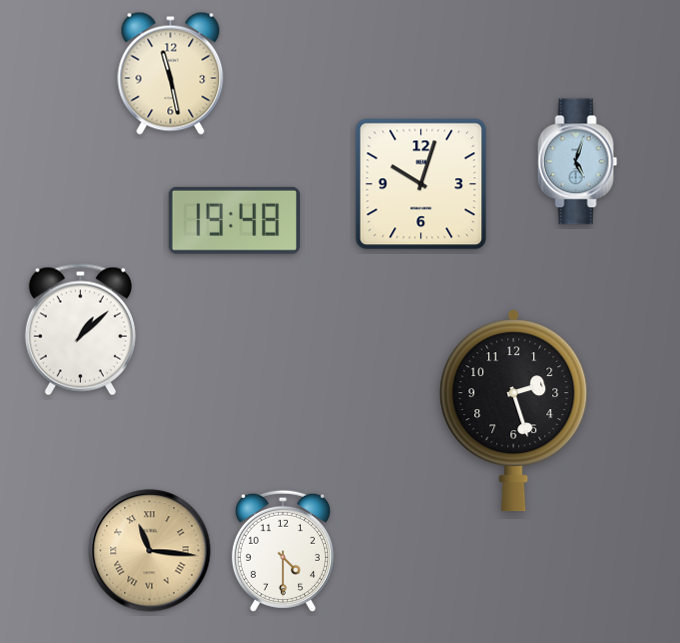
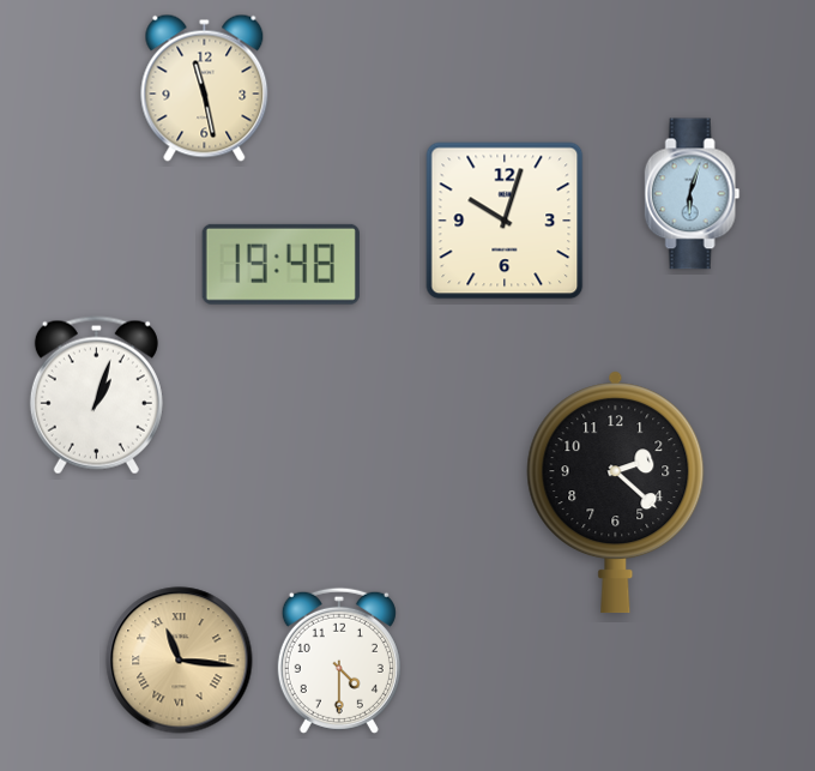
clock at (578, 162): 5:03 -> 6:03
clock at (80, 330): 1:08 -> 1:03
clock at (514, 411): 2:27 -> 2:22
